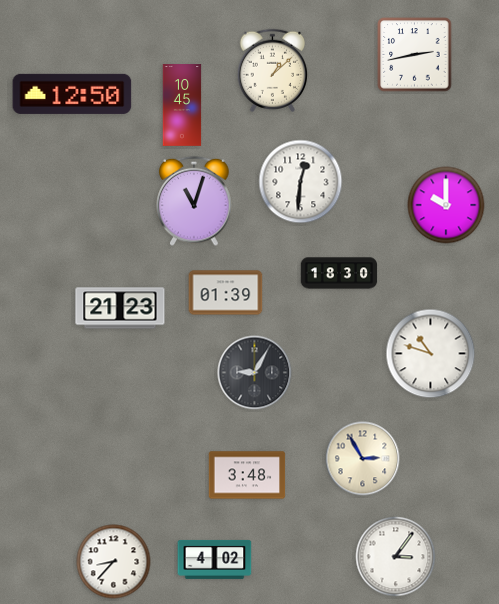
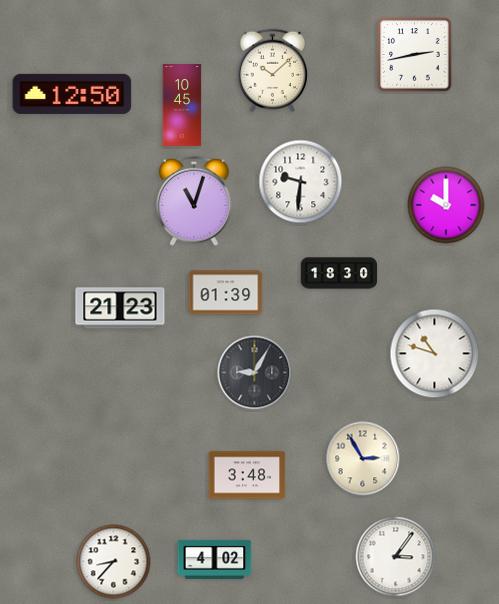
clock at (273, 70): 1:08 -> 10:08
clock at (301, 182): 12:31 -> 9:31
clock at (431, 354) position: (431, 354) -> (435, 354)
